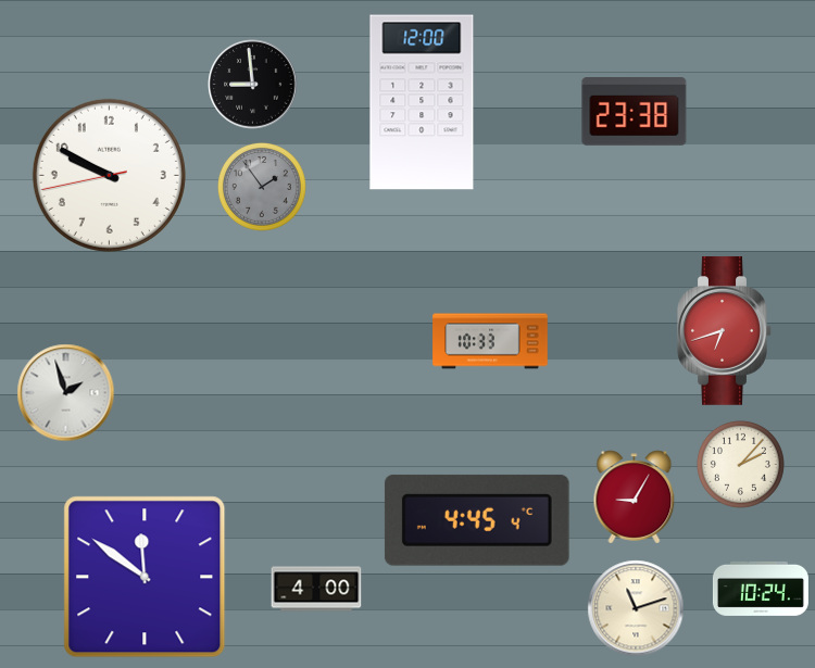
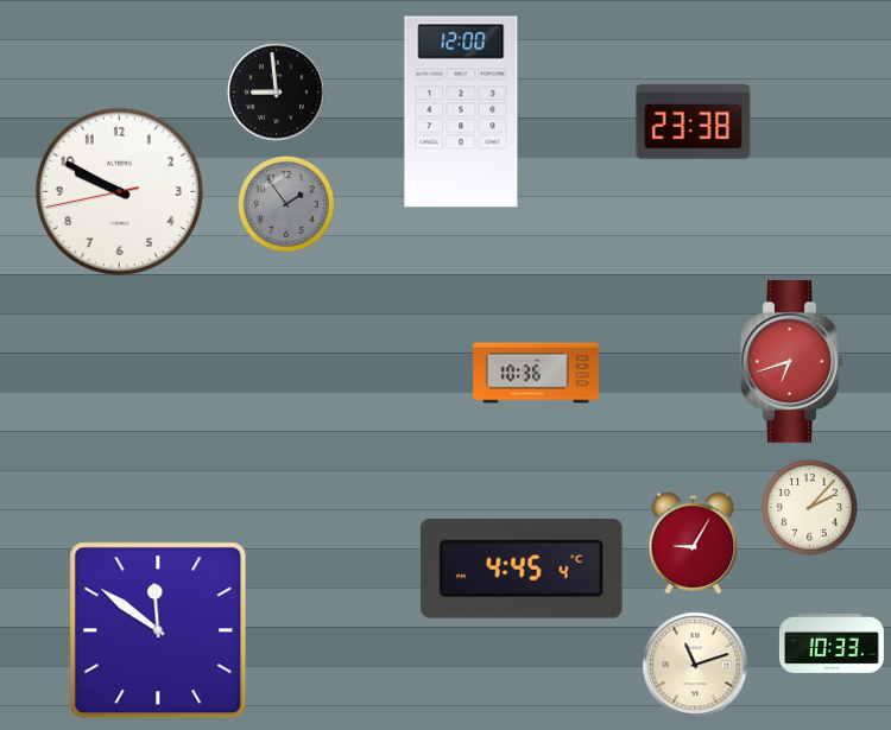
clock at (490, 341): 10:33 -> 10:36
clock at (66, 393): 1:57 -> none
clock at (316, 589): 4:00 -> none
clock at (761, 589): 10:24 -> 10:33
